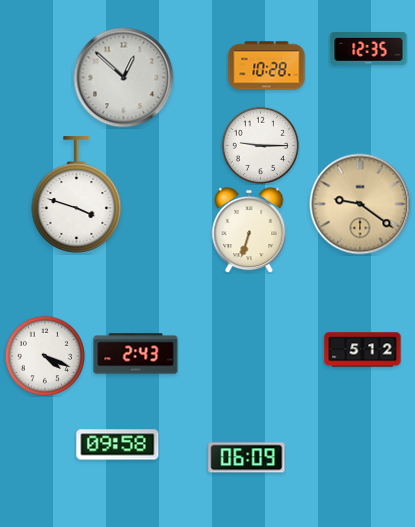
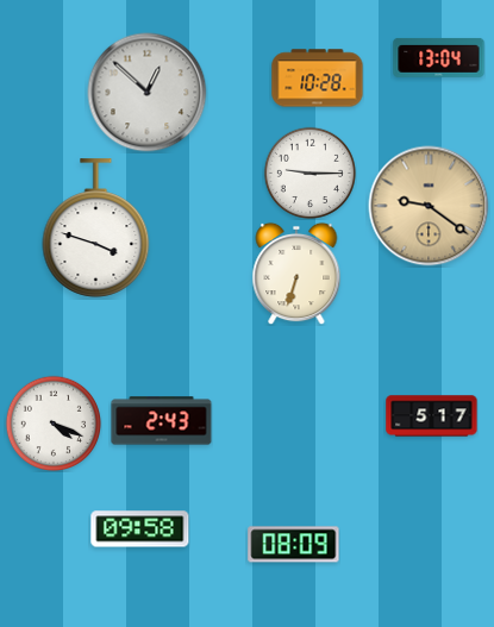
clock at (369, 48): 12:35 -> 13:04
clock at (77, 195) position: (77, 195) -> (96, 228)
clock at (360, 204) position: (360, 204) -> (429, 206)
clock at (363, 350): 5:12 -> 5:17
clock at (247, 458): 06:09 -> 08:09
